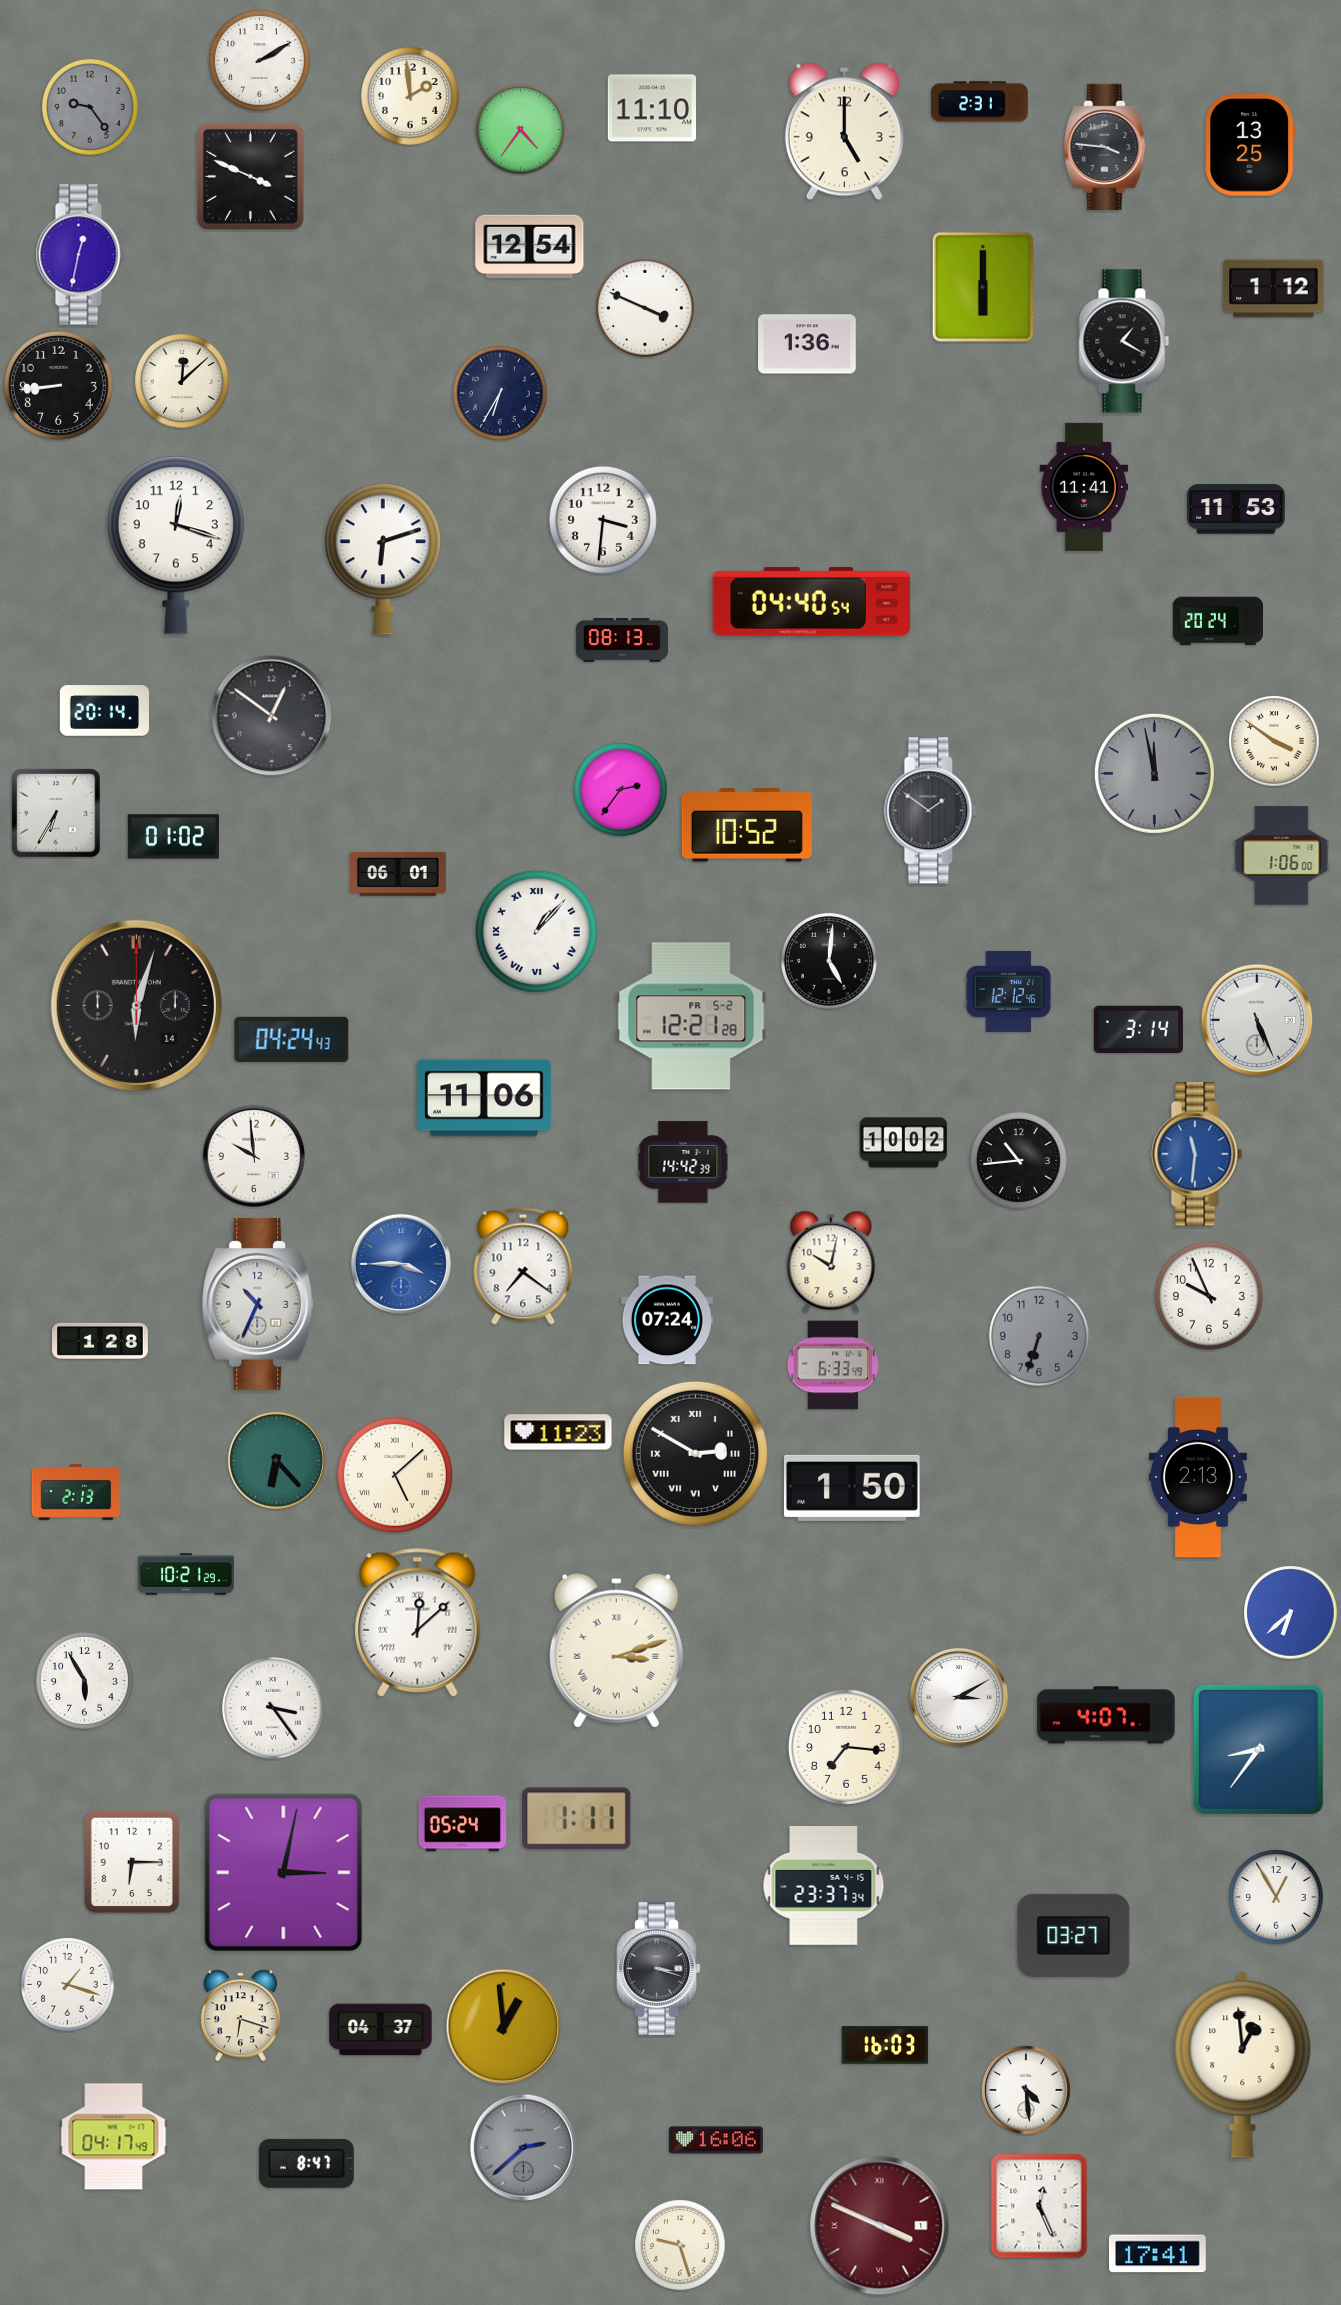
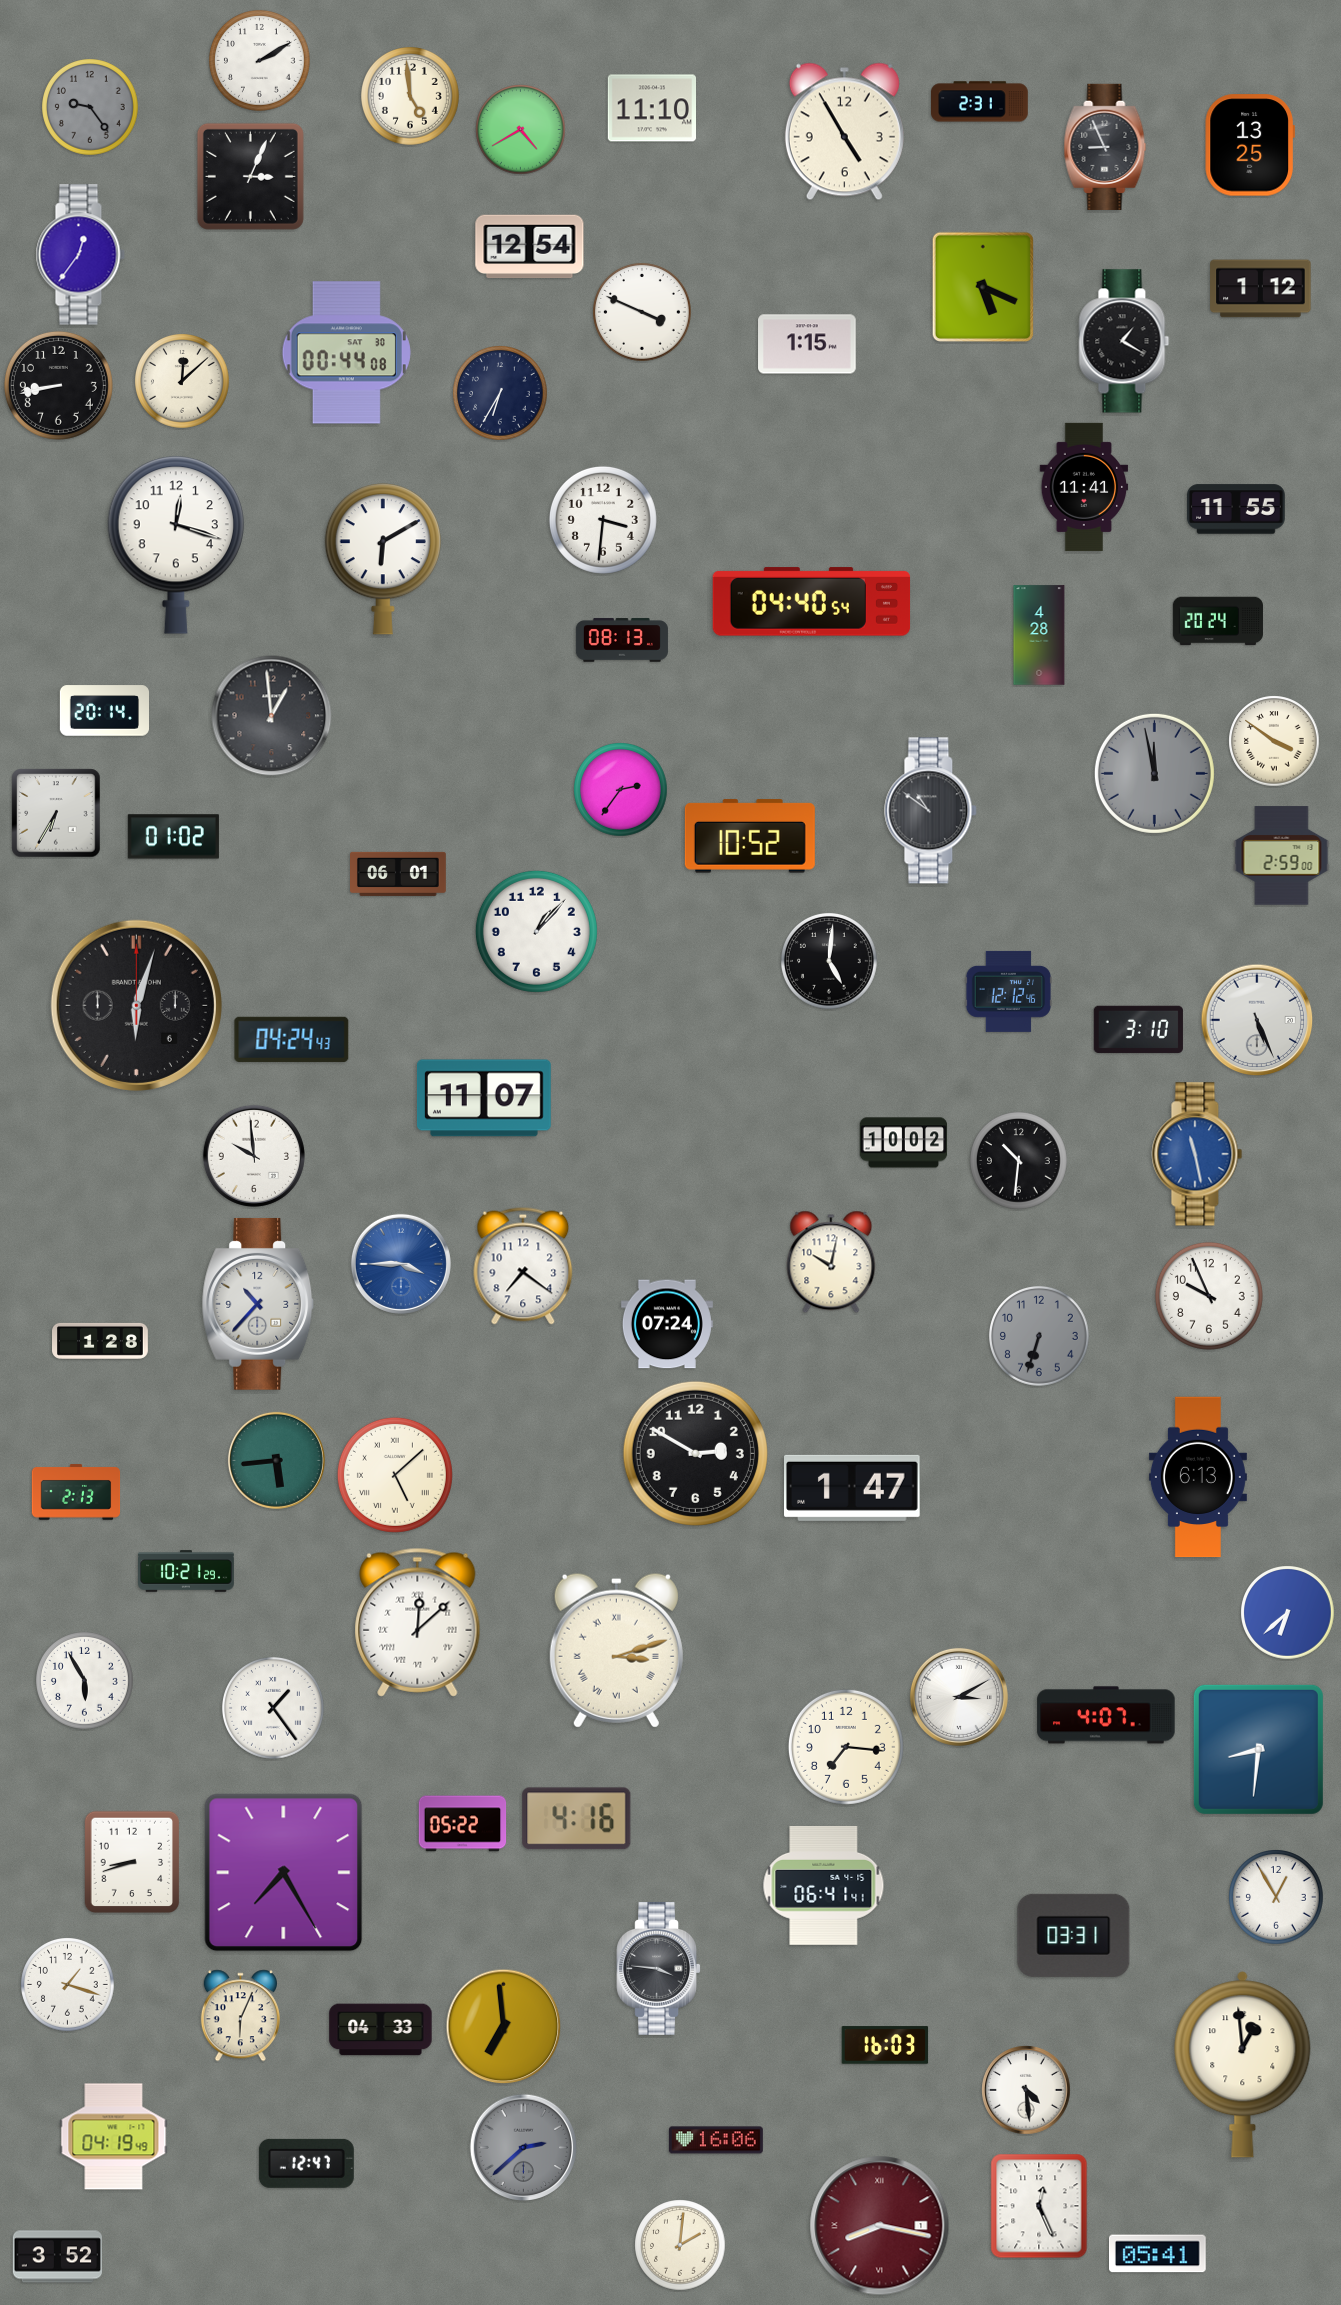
clock at (411, 97): 1:59 -> 4:59
clock at (521, 130): 4:36 -> 4:40
clock at (844, 132): 5:00 -> 4:55
clock at (1105, 147): 3:46 -> 8:56
clock at (250, 176): 3:49 -> 3:04
clock at (80, 255): 12:32 -> 12:36
clock at (983, 287): 6:00 -> 5:19
clock at (1274, 289) position: (1274, 289) -> (1261, 289)
clock at (646, 309) position: (646, 309) -> (643, 313)
clock at (807, 344): 1:36 -> 1:15
clock at (346, 353): none -> 00:44
clock at (58, 385): 8:44 -> 8:43
clock at (1236, 509): 11:53 -> 11:55
clock at (383, 559): 6:12 -> 6:10
clock at (1039, 635): none -> 4:28
clock at (272, 716): 12:51 -> 12:59
clock at (931, 811): 1:51 -> 10:51
clock at (747, 825) position: (747, 825) -> (750, 836)
clock at (1282, 856): 1:06 -> 2:59
clock at (536, 931) numerals: Roman -> Arabic
clock at (136, 1005) date: 14 -> 6
clock at (691, 1016): 12:21 -> none
clock at (1138, 1029): 3:14 -> 3:10
clock at (484, 1098): 11:06 -> 11:07
clock at (1197, 1154): 11:31 -> 11:28
clock at (1019, 1161): 10:44 -> 10:31
clock at (683, 1162): 14:42 -> none
clock at (258, 1304): 10:34 -> 10:37
clock at (667, 1320) position: (667, 1320) -> (667, 1324)
clock at (833, 1365): 6:33 -> none
clock at (558, 1432): 11:23 -> none
clock at (695, 1453) numerals: Roman -> Arabic
clock at (276, 1460): 6:23 -> 5:44
clock at (1198, 1477): 2:13 -> 6:13
clock at (853, 1488): 1:50 -> 1:47
clock at (186, 1574) position: (186, 1574) -> (186, 1571)
clock at (1291, 1613) position: (1291, 1613) -> (1288, 1613)
clock at (273, 1708): 3:24 -> 1:24
clock at (1258, 1749): 8:36 -> 8:31
clock at (577, 1819): 1:11 -> 4:16
clock at (463, 1824): 05:24 -> 05:22
clock at (131, 1862): 6:15 -> 8:42
clock at (284, 1873): 3:02 -> 7:25
clock at (824, 1885): 23:37 -> 06:41
clock at (1074, 1935): 03:27 -> 03:31
clock at (658, 1968): 3:18 -> 3:46
clock at (240, 2016): 6:18 -> 6:04
clock at (504, 2027): 12:59 -> 6:59
clock at (381, 2030): 04:37 -> 04:33
clock at (114, 2137): 04:17 -> 04:19
clock at (306, 2163): 8:47 -> 12:47
clock at (880, 2226): 3:49 -> 8:17
clock at (680, 2245): 9:27 -> 2:01
clock at (1158, 2254): 17:41 -> 05:41
clock at (57, 2257): none -> 3:52
